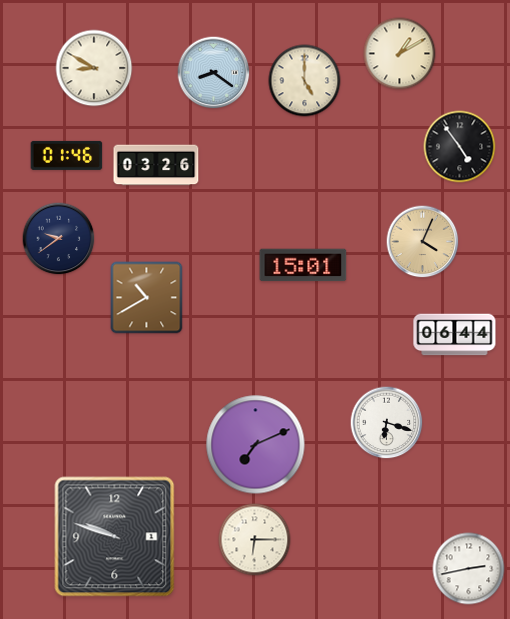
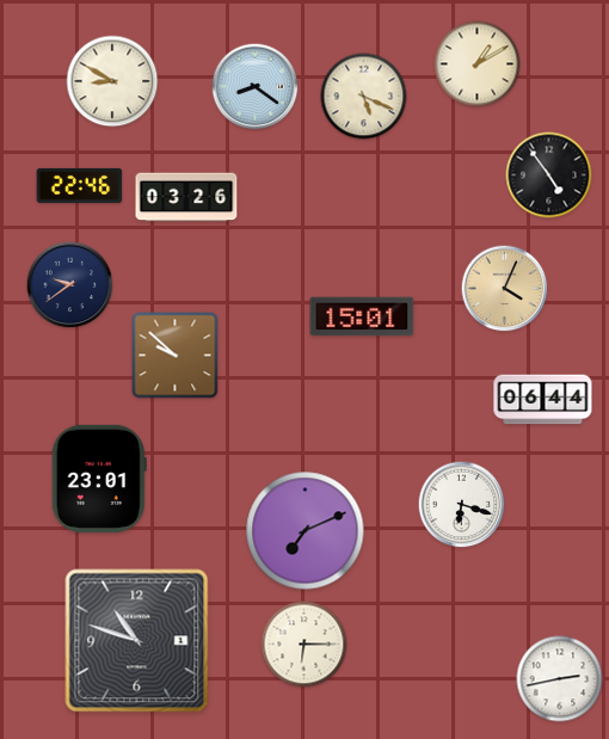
clock at (305, 81): 5:00 -> 5:19
clock at (67, 155): 01:46 -> 22:46
clock at (147, 298): 10:40 -> 9:52
clock at (99, 479): none -> 23:01
clock at (115, 537): 9:48 -> 10:48
